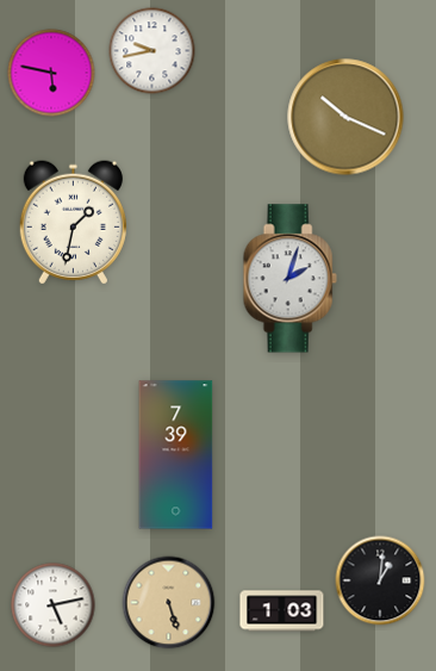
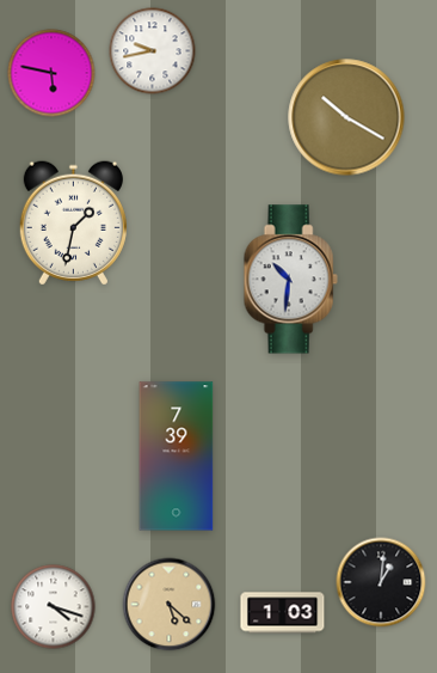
clock at (345, 117): 10:19 -> 10:20
clock at (289, 279): 2:03 -> 10:31
clock at (169, 603): 5:27 -> 5:22
clock at (54, 605): 5:13 -> 4:18
